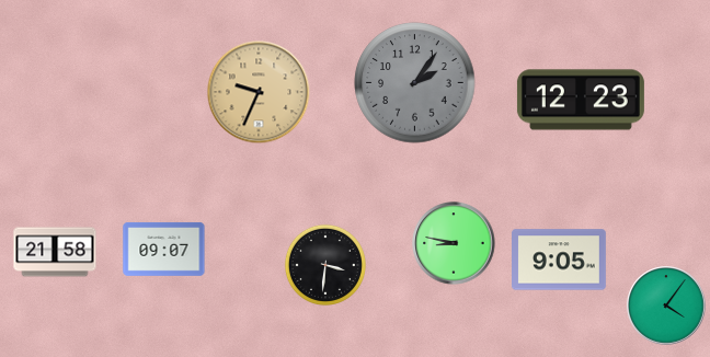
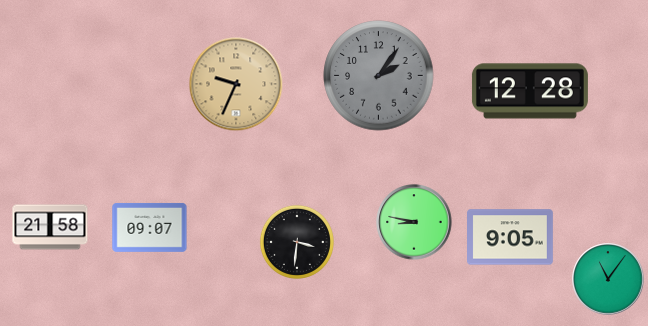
clock at (581, 100): 12:23 -> 12:28
clock at (55, 252) position: (55, 252) -> (50, 227)
clock at (666, 306): 4:06 -> 11:06
